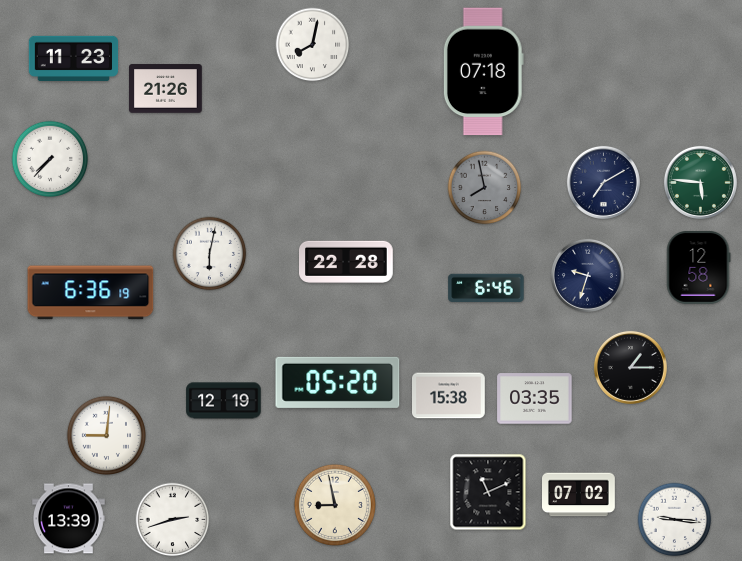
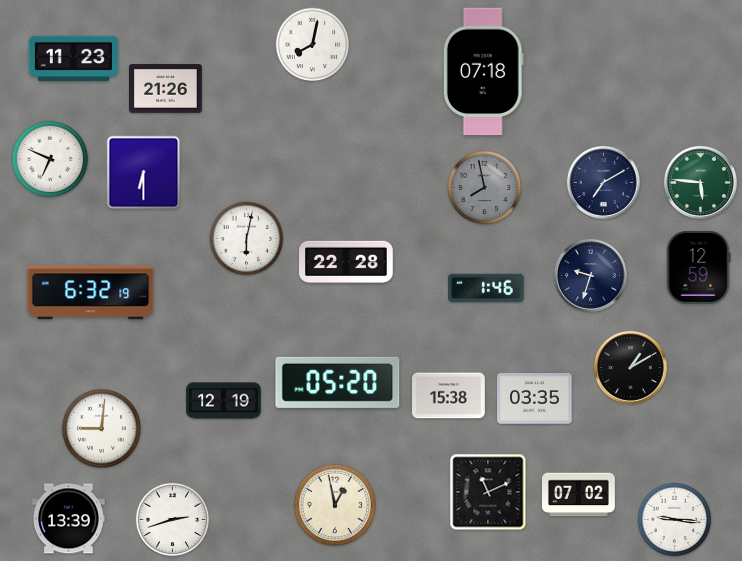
clock at (50, 159): 7:37 -> 6:49
clock at (144, 173): none -> 6:30
clock at (210, 254) position: (210, 254) -> (247, 239)
clock at (699, 268): 12:58 -> 12:59
clock at (587, 275) position: (587, 275) -> (590, 275)
clock at (486, 288): 6:46 -> 1:46
clock at (91, 293): 6:36 -> 6:32
clock at (630, 367): 1:15 -> 1:10
clock at (106, 435) position: (106, 435) -> (101, 428)
clock at (335, 505): 8:58 -> 12:58
